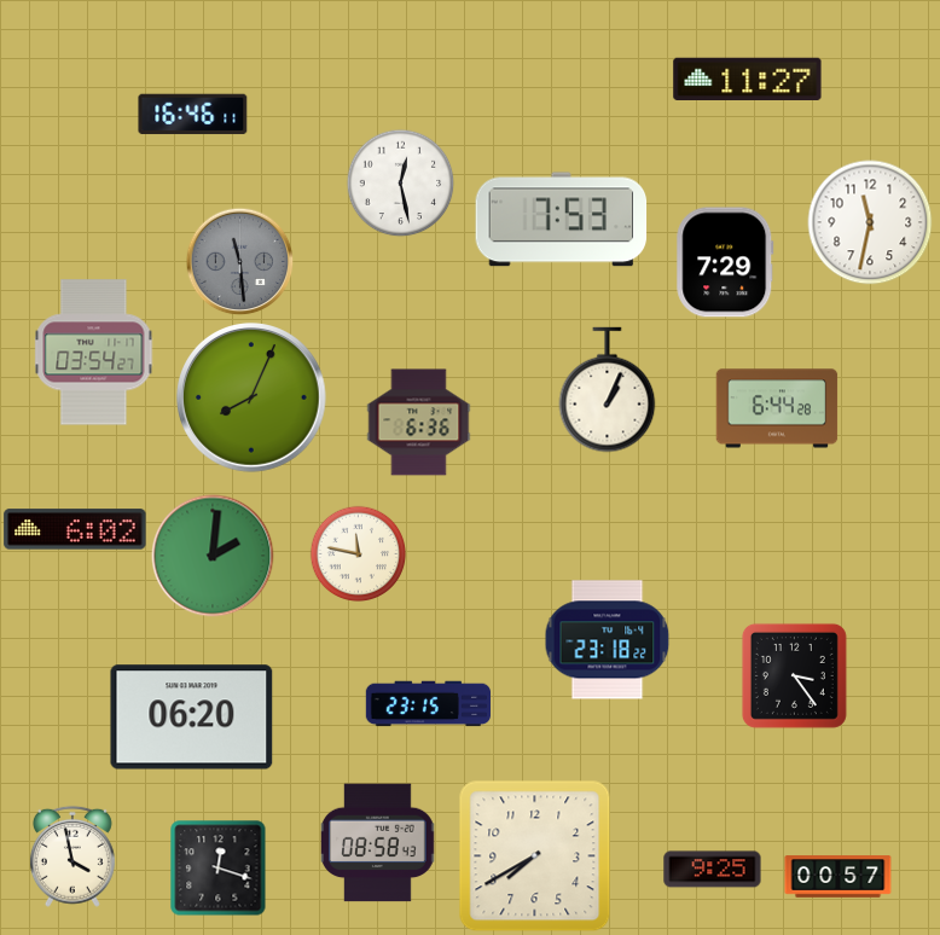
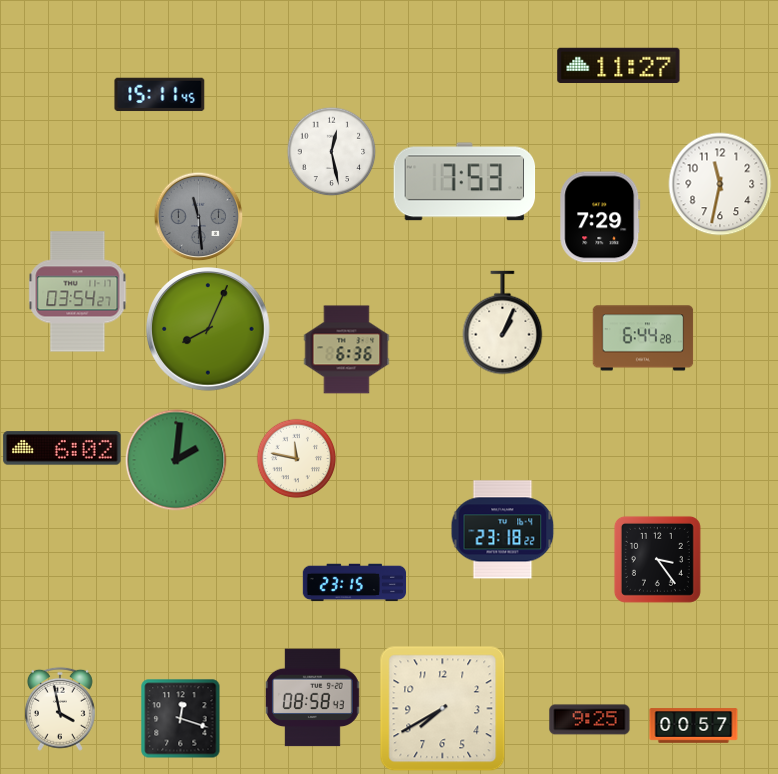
clock at (193, 115): 16:46 -> 15:11
clock at (75, 529) position: (75, 529) -> (62, 448)
clock at (192, 718): 06:20 -> none
